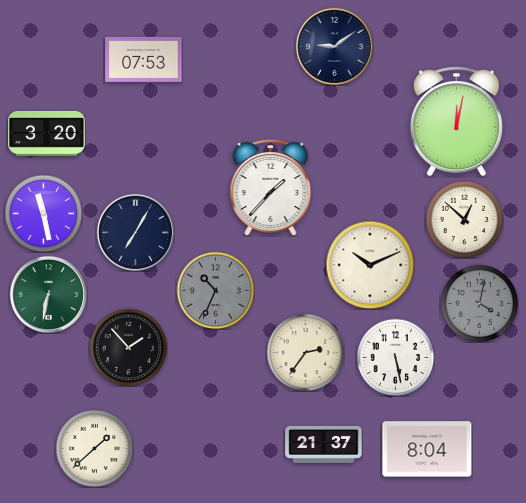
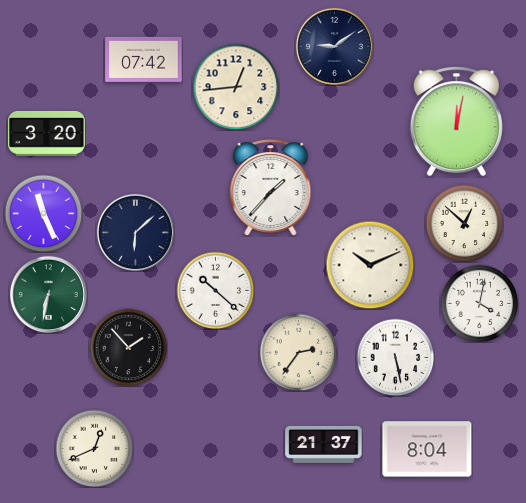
clock at (144, 59): 07:53 -> 07:42
clock at (236, 87): none -> 12:44
clock at (43, 213): 11:28 -> 11:26
clock at (464, 219) position: (464, 219) -> (464, 223)
clock at (135, 232): 7:05 -> 6:08
clock at (215, 290): 10:34 -> 10:22
clock at (215, 290) dial: grey -> white
clock at (479, 303) dial: grey -> white
clock at (305, 352) position: (305, 352) -> (298, 352)
clock at (94, 448): 1:38 -> 12:41
